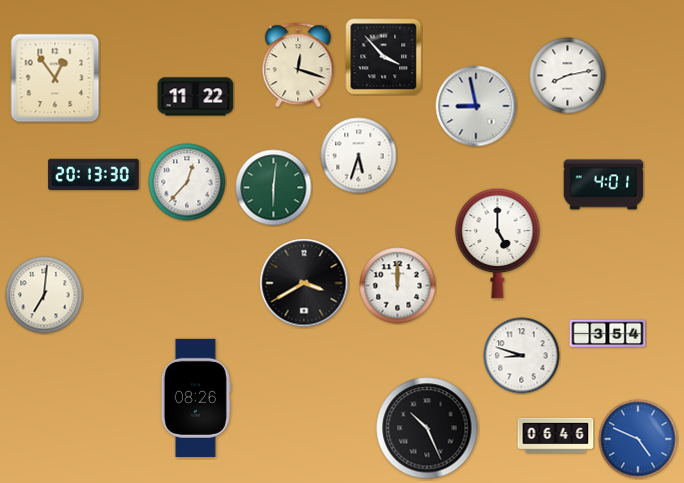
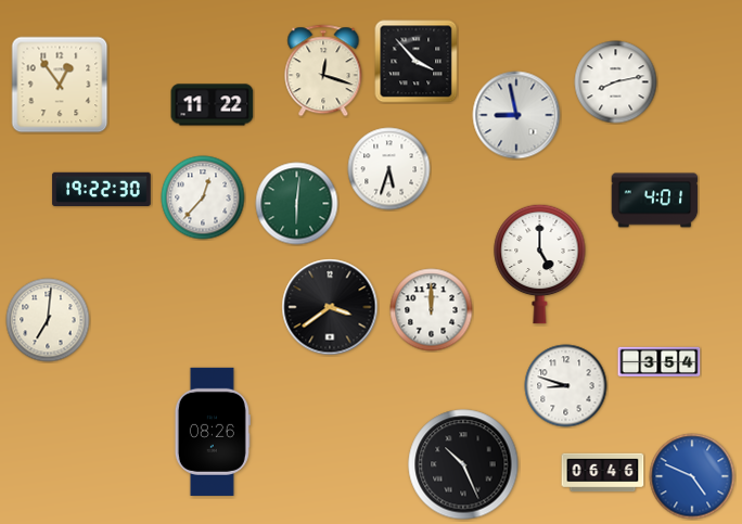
clock at (94, 174): 20:13 -> 19:22
clock at (304, 283): 3:40 -> 3:39
